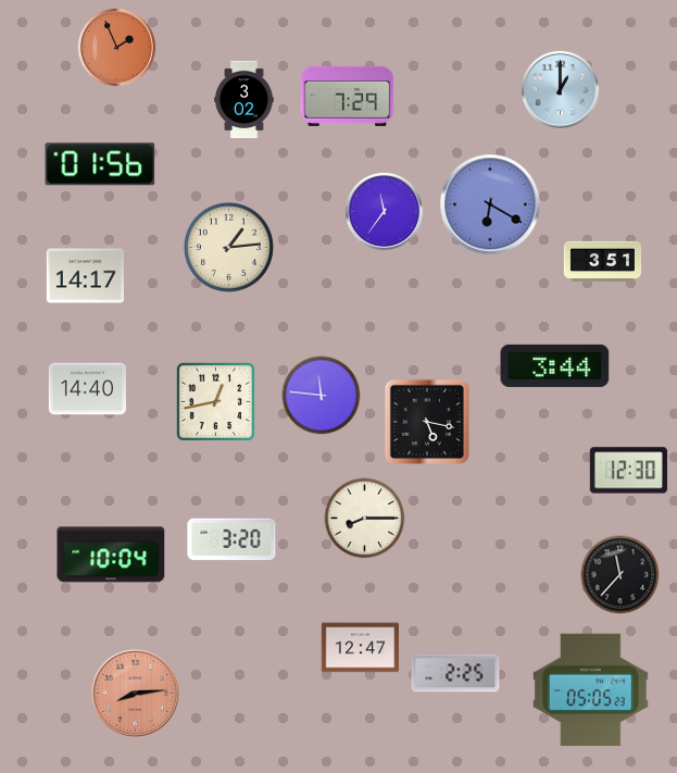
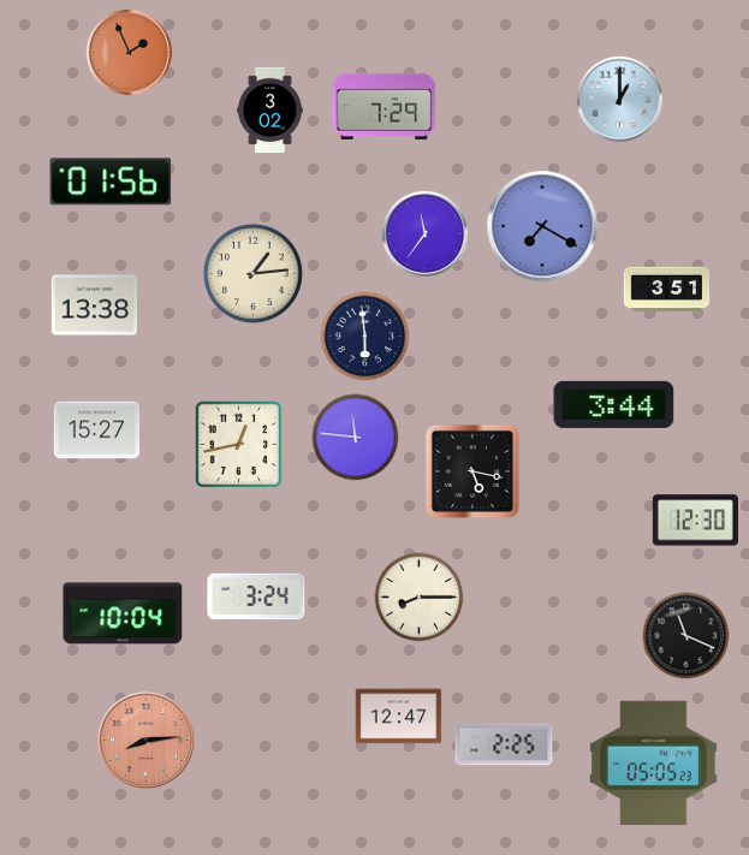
clock at (490, 204): 6:20 -> 7:20
clock at (85, 276): 14:17 -> 13:38
clock at (365, 337): none -> 5:59
clock at (87, 389): 14:40 -> 15:27
clock at (427, 422) position: (427, 422) -> (472, 471)
clock at (365, 519) position: (365, 519) -> (420, 598)
clock at (231, 539): 3:20 -> 3:24
clock at (620, 575): 11:37 -> 11:19
clock at (136, 694) position: (136, 694) -> (147, 741)
